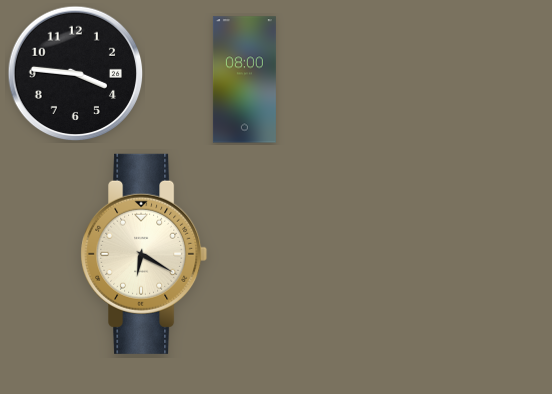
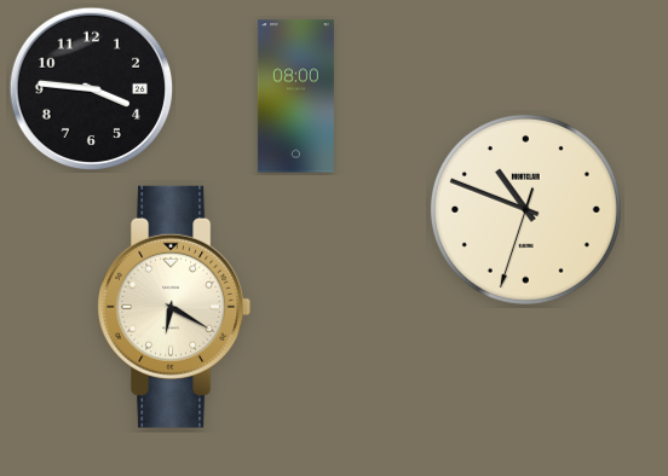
clock at (525, 209): none -> 10:48
